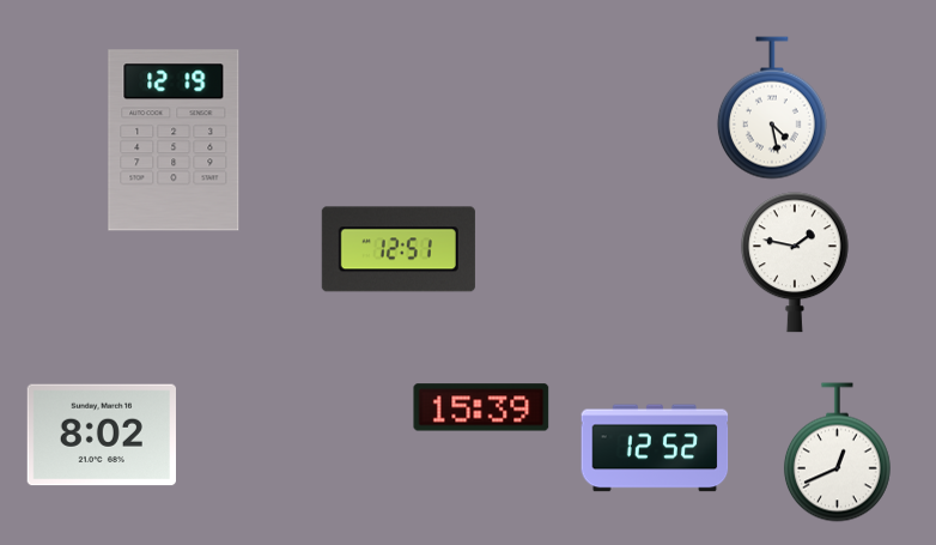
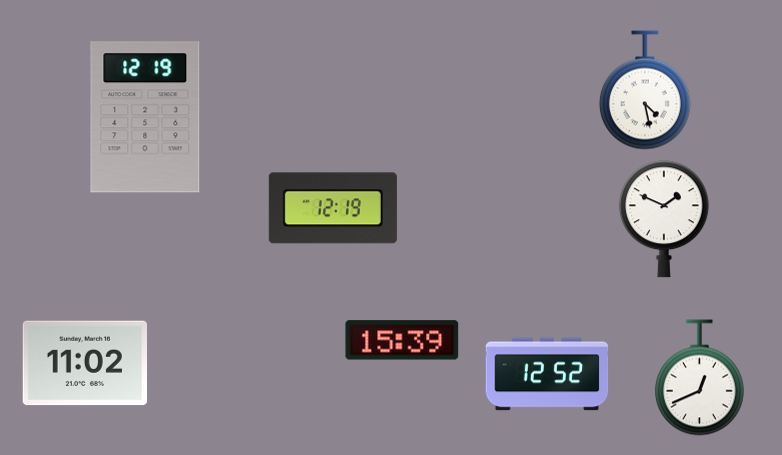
clock at (399, 249): 12:51 -> 12:19
clock at (795, 262): 1:47 -> 1:49
clock at (101, 435): 8:02 -> 11:02
